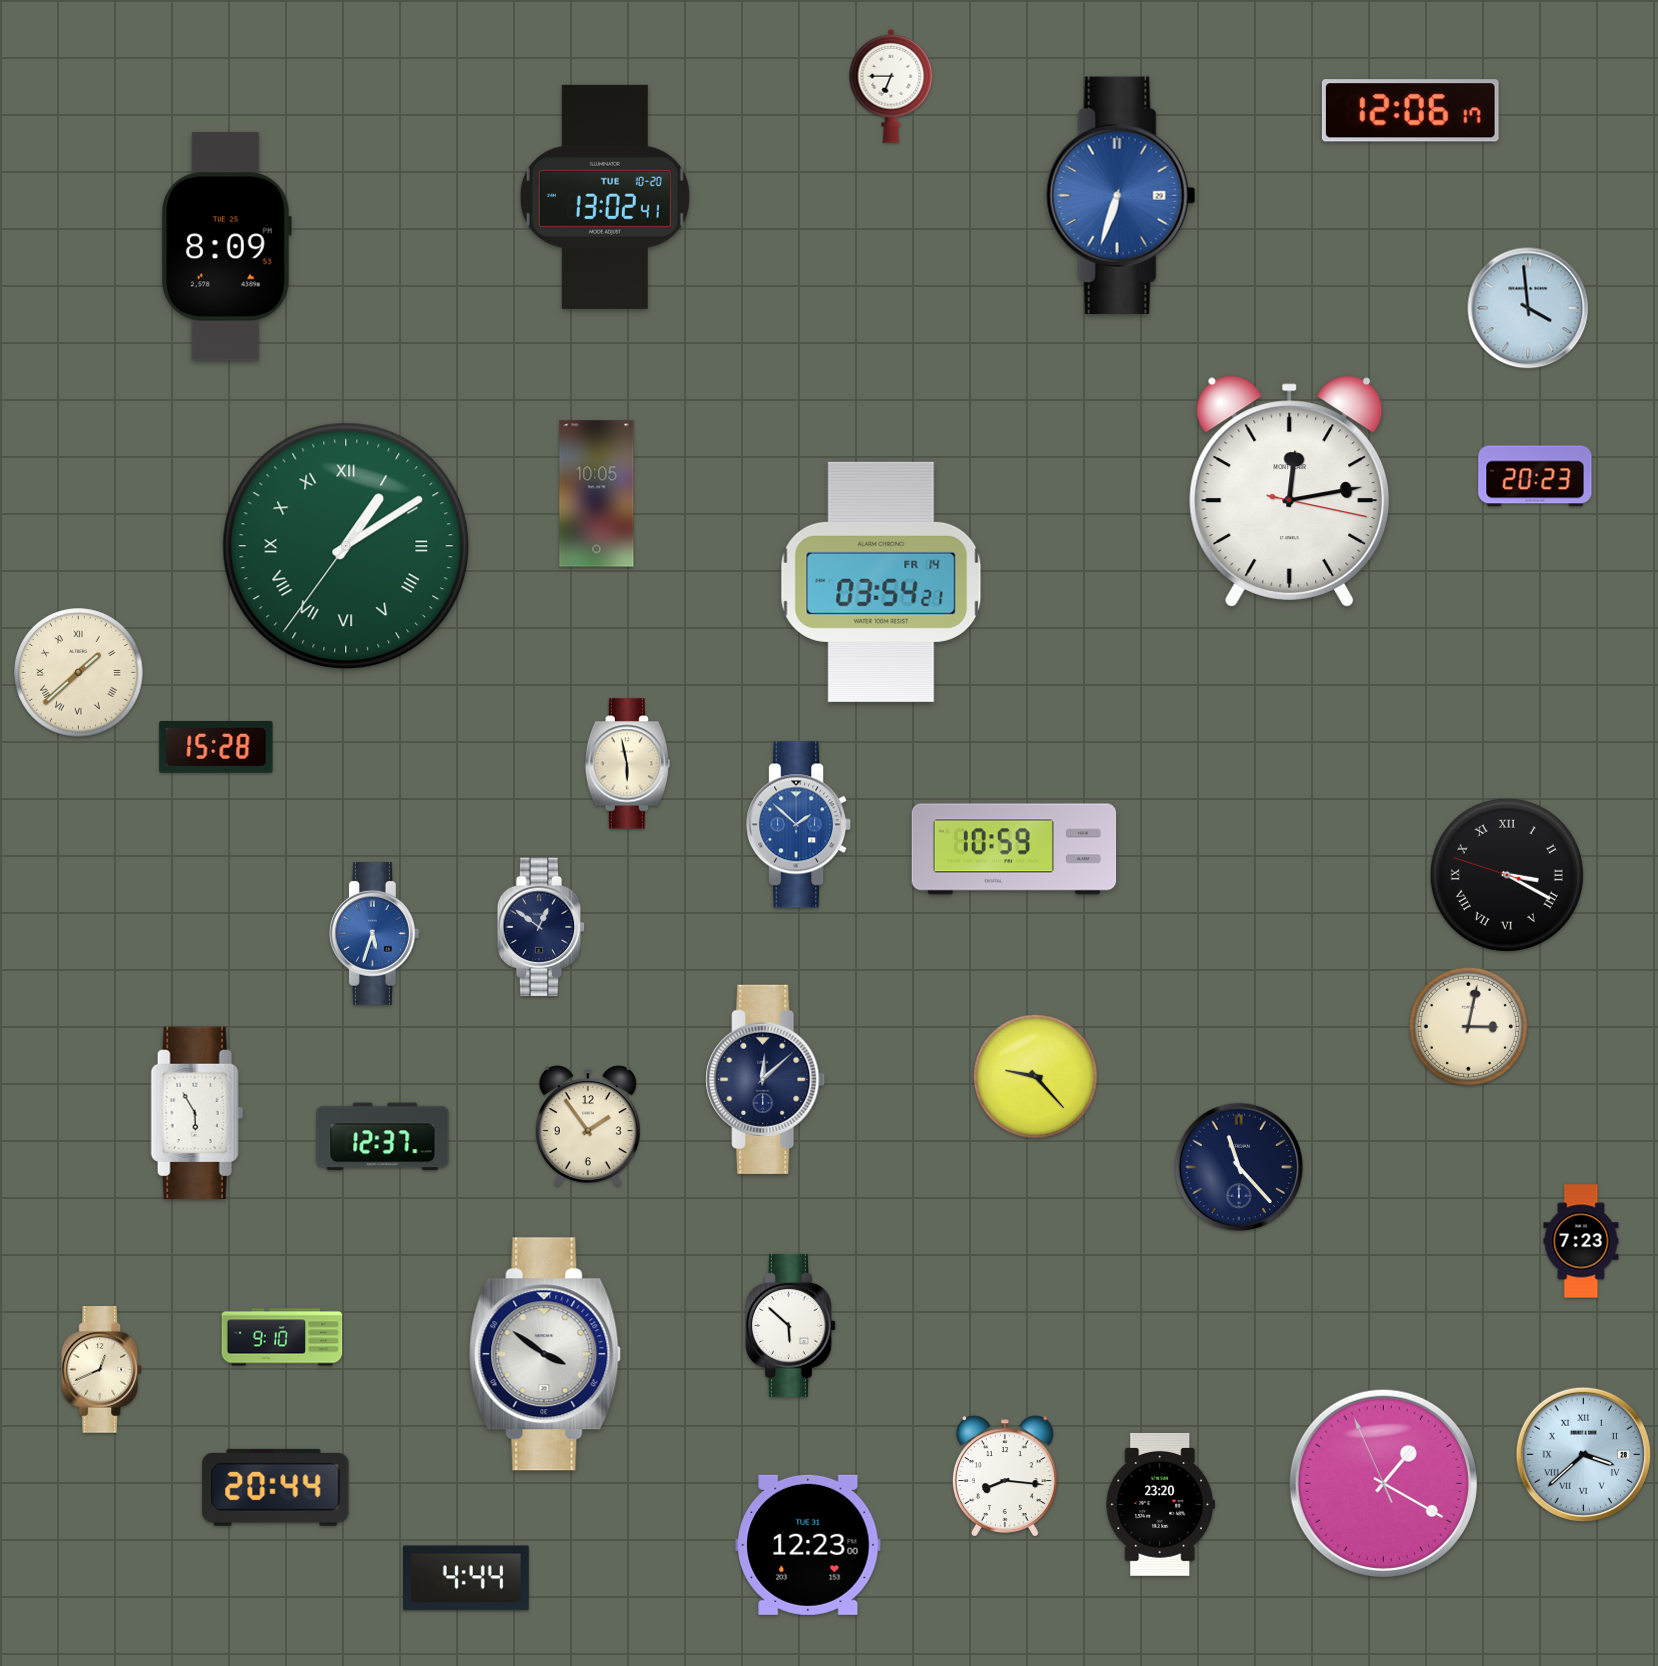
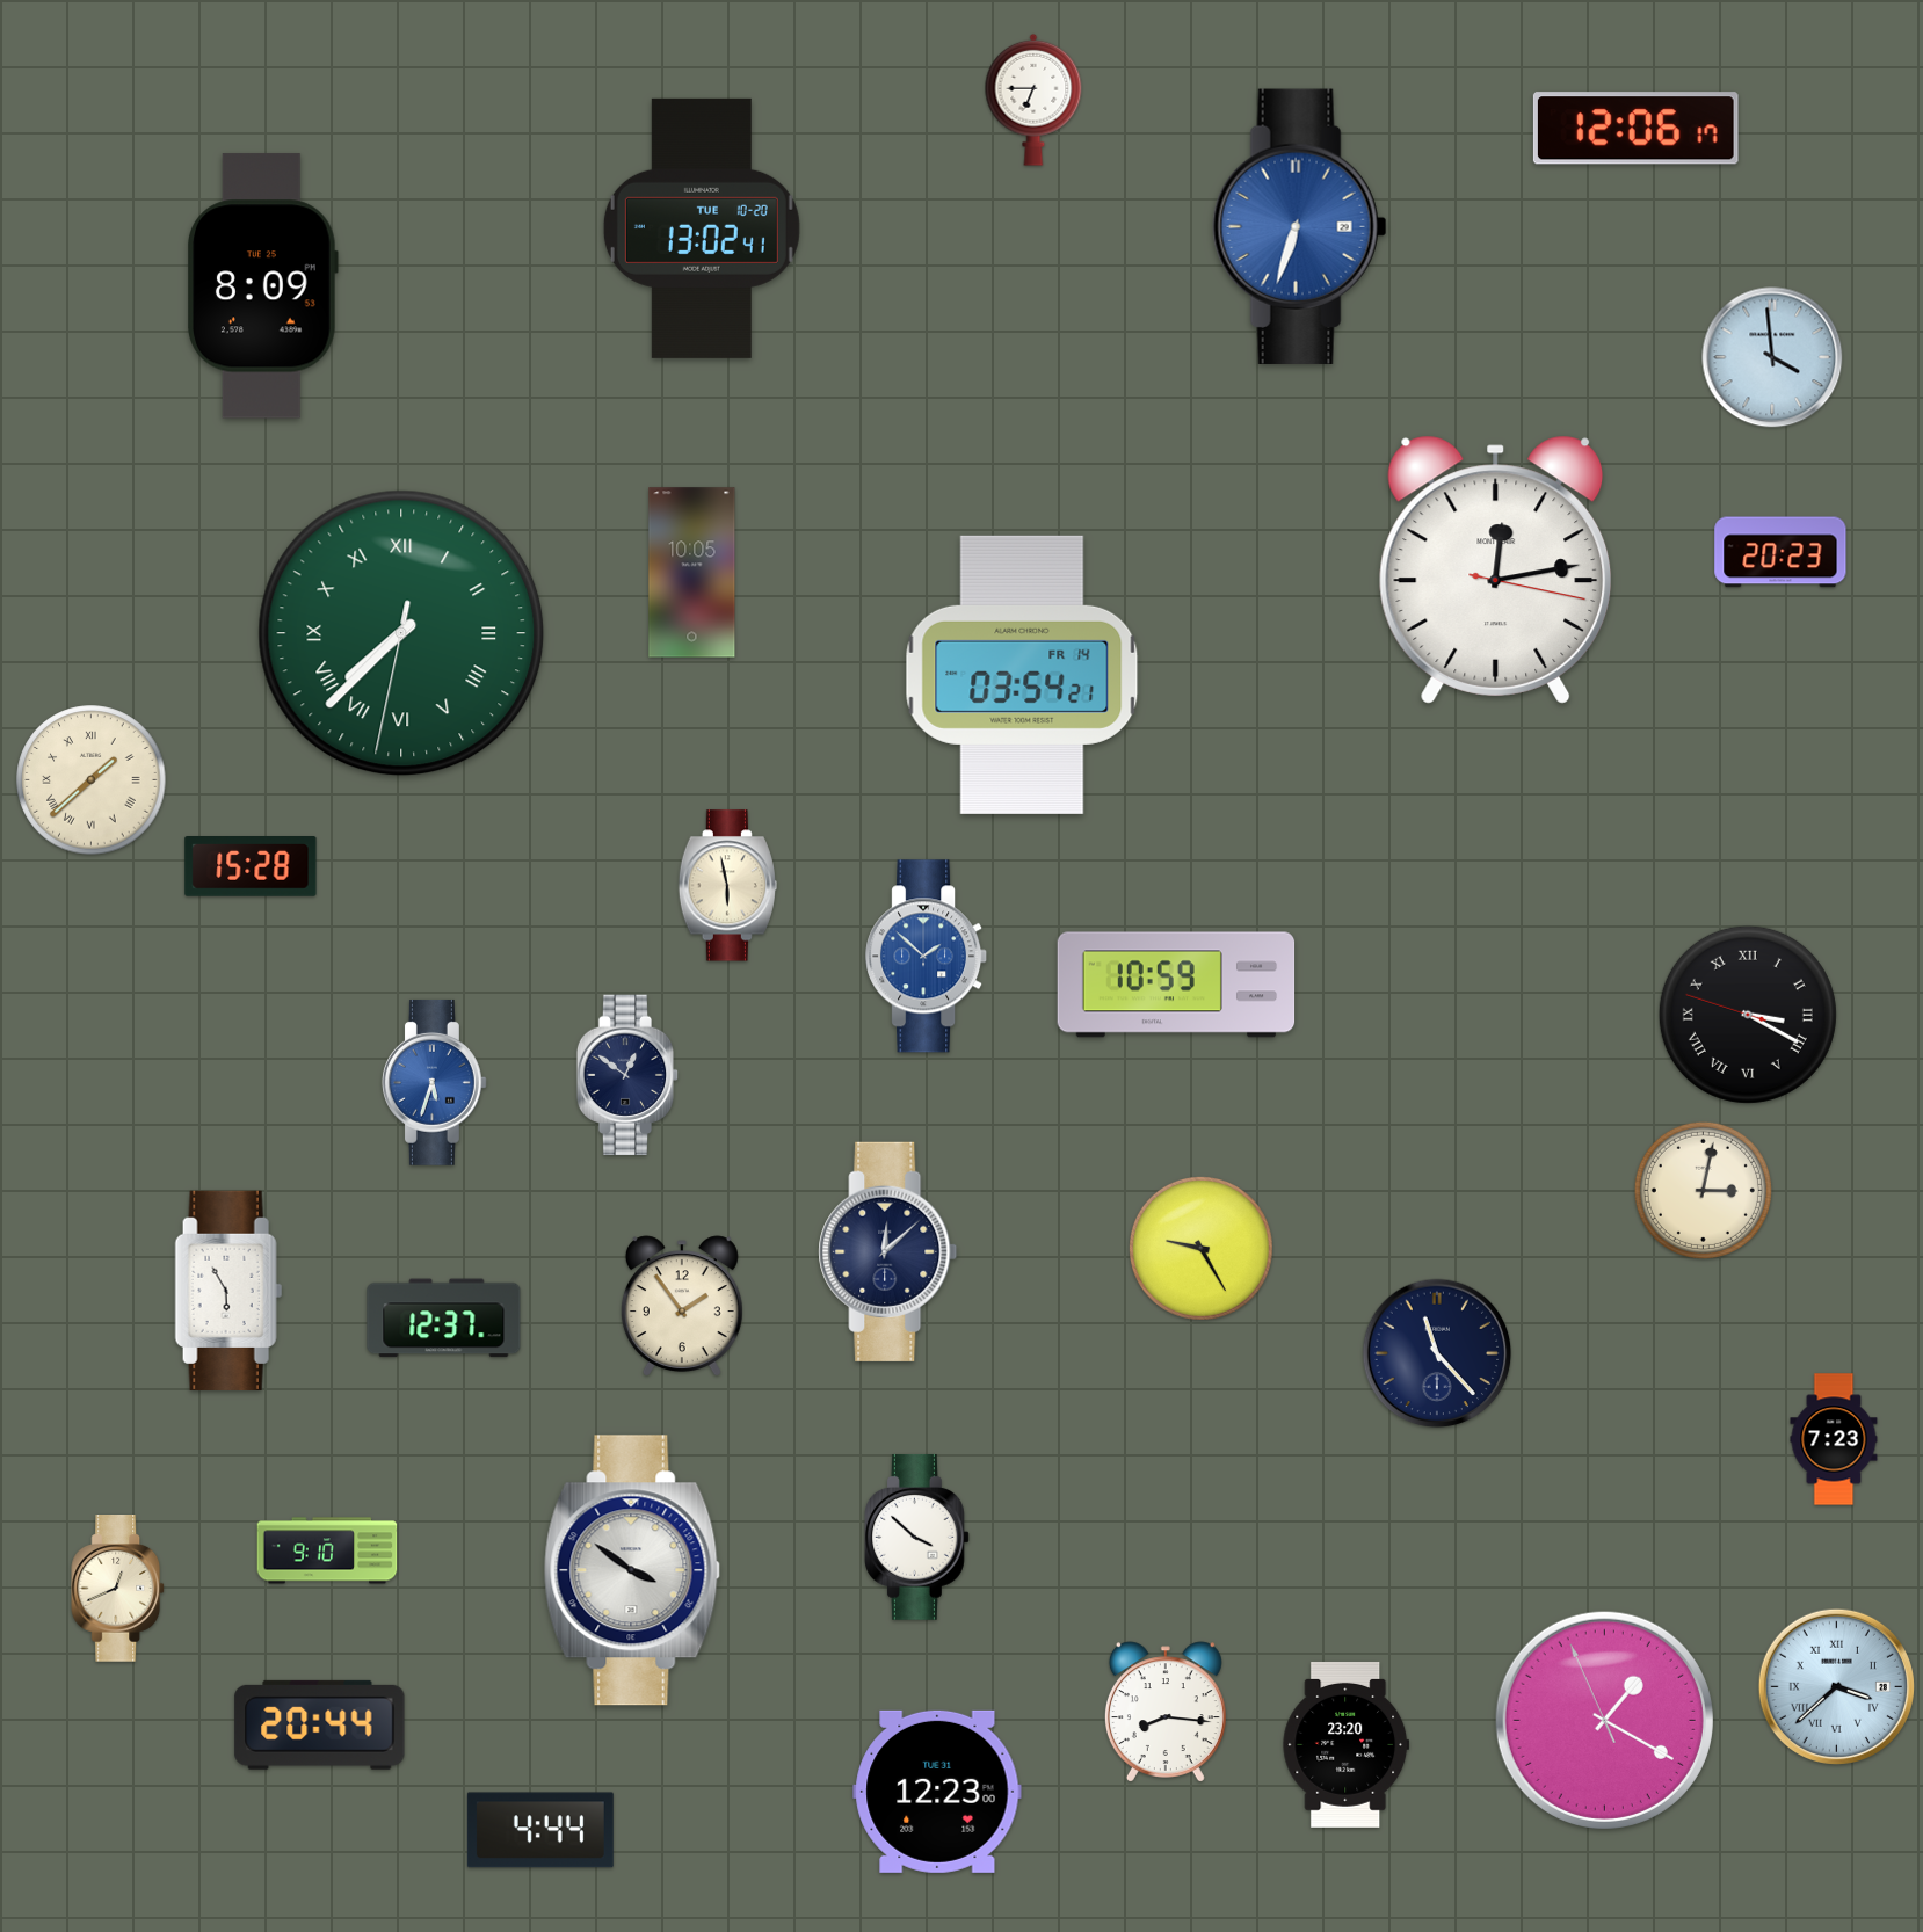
clock at (346, 546): 1:09 -> 7:37
clock at (1035, 1076): 9:23 -> 9:25
clock at (790, 1325): 5:52 -> 3:52
